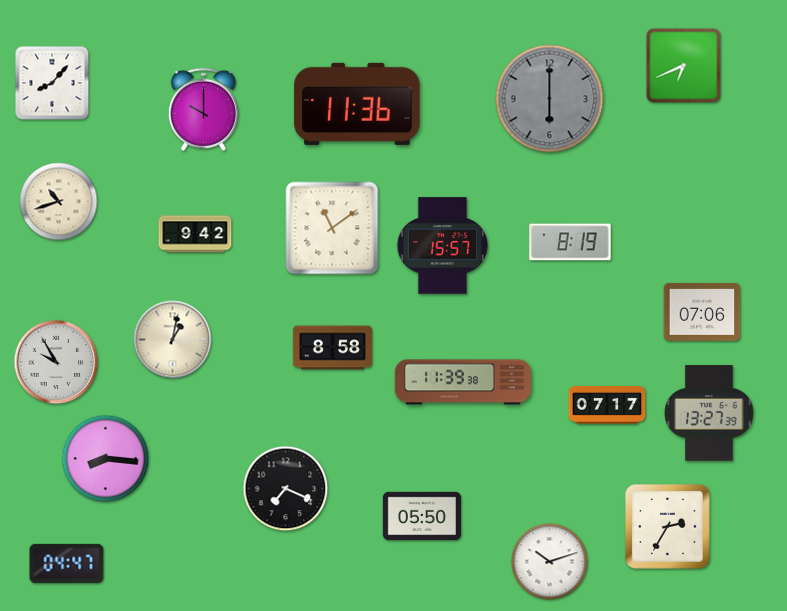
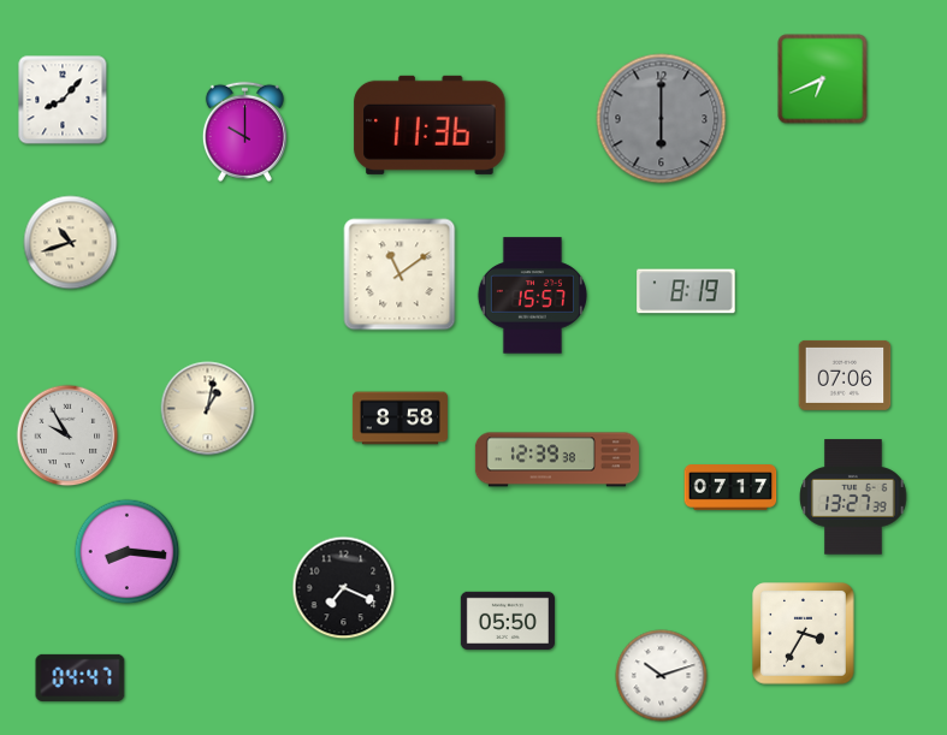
clock at (195, 234): 9:42 -> none
clock at (463, 382): 11:39 -> 12:39
clock at (668, 527): 2:35 -> 3:35
